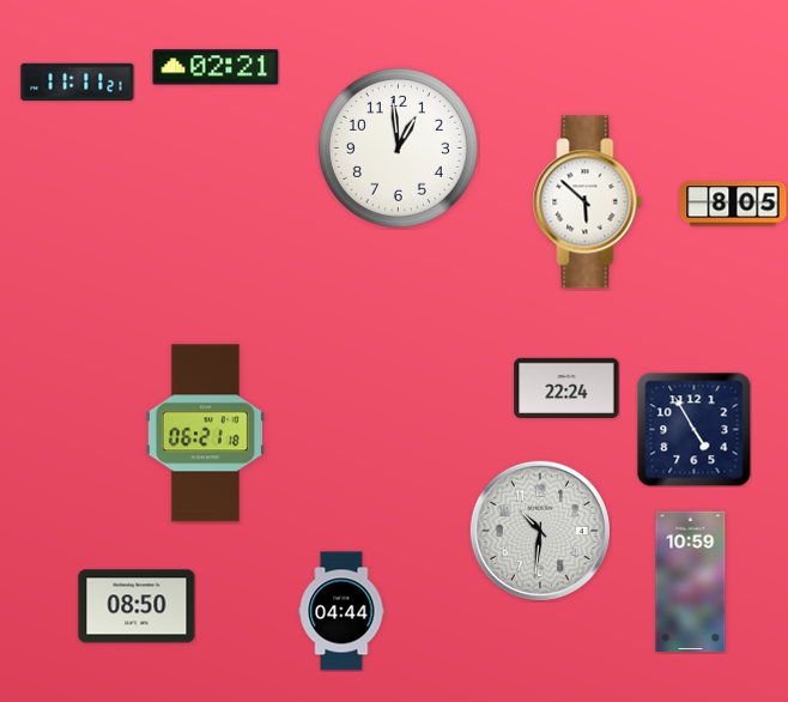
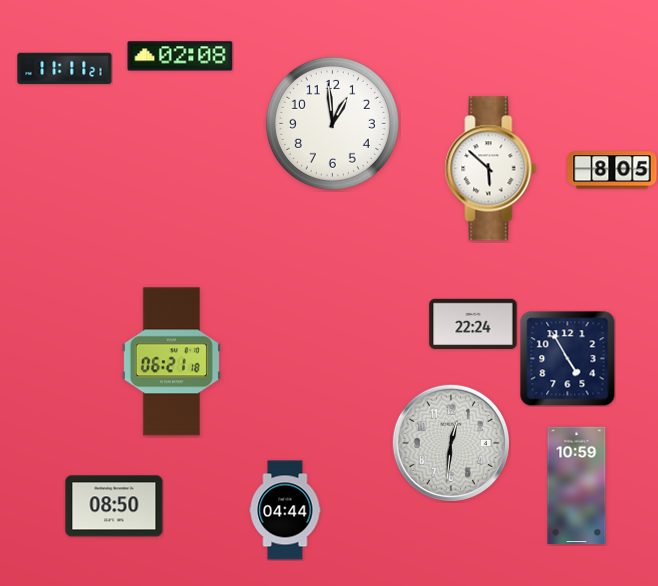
clock at (216, 67): 02:21 -> 02:08
clock at (695, 430) position: (695, 430) -> (568, 359)
clock at (540, 531): 10:31 -> 12:31
